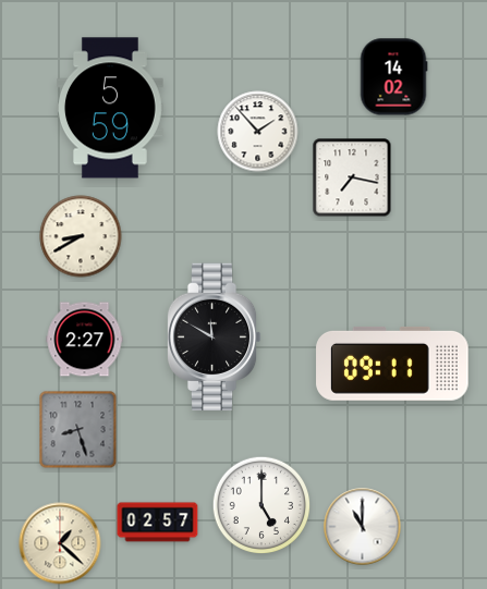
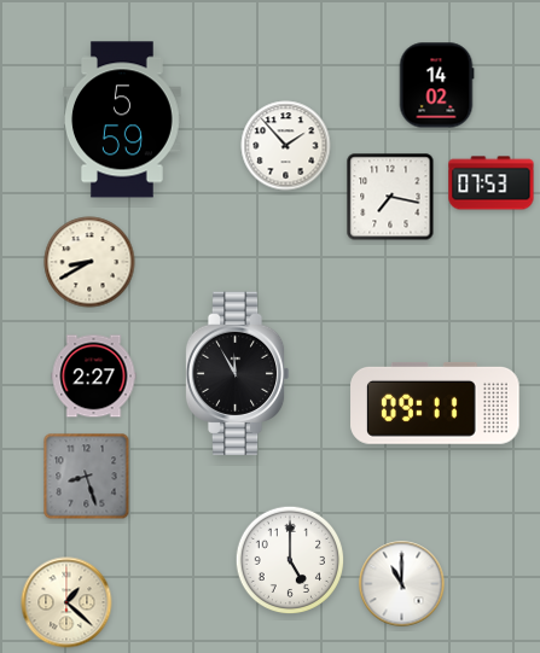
clock at (492, 183): none -> 07:53
clock at (214, 336): 11:50 -> 11:55
clock at (158, 523): 02:57 -> none
